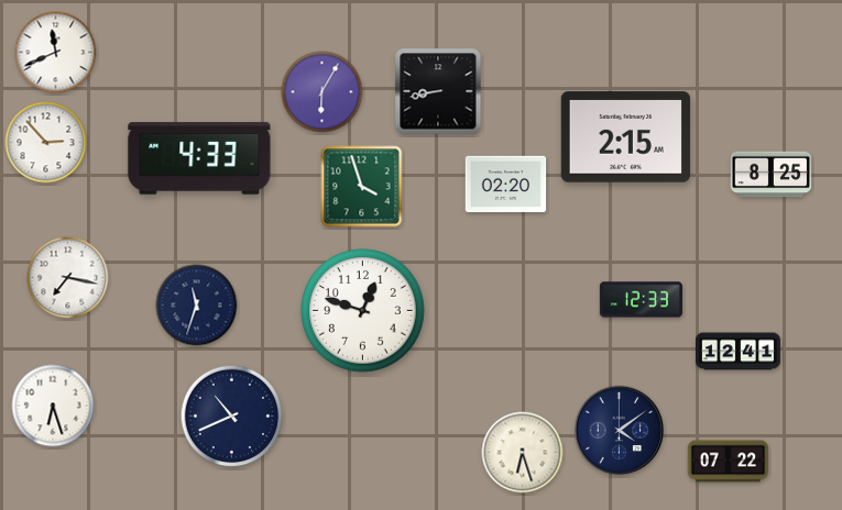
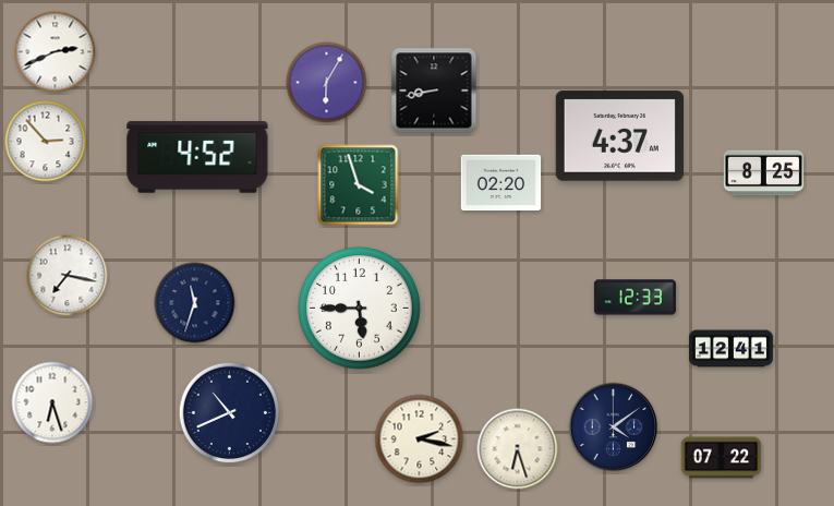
clock at (56, 53): 11:41 -> 2:41
clock at (322, 92) position: (322, 92) -> (327, 83)
clock at (625, 137): 2:15 -> 4:37
clock at (199, 158): 4:33 -> 4:52
clock at (363, 311): 12:48 -> 5:45
clock at (420, 439): none -> 2:17
